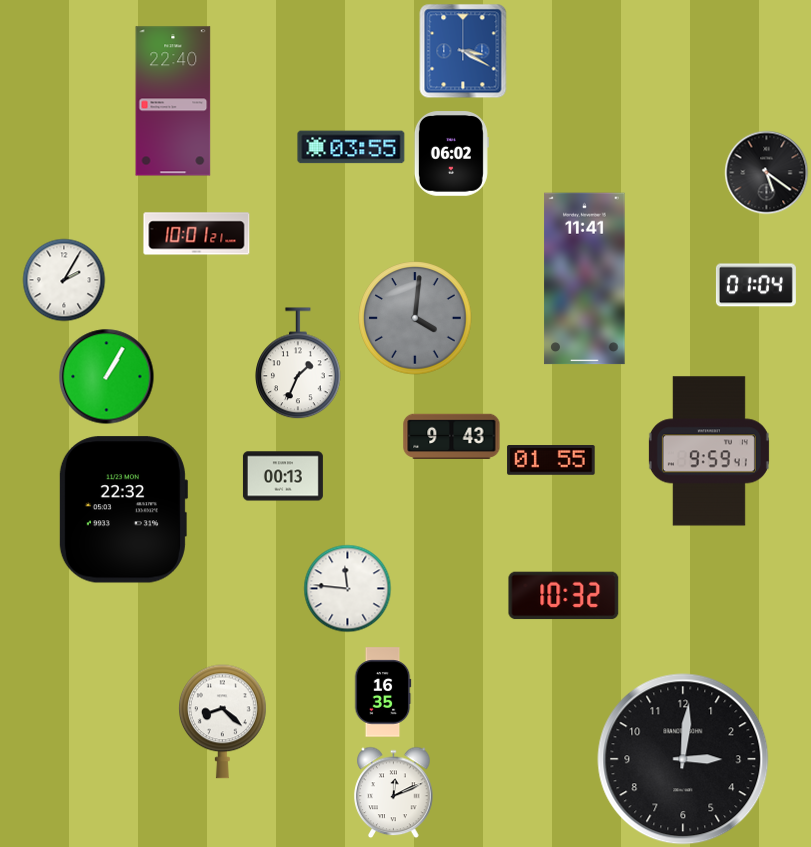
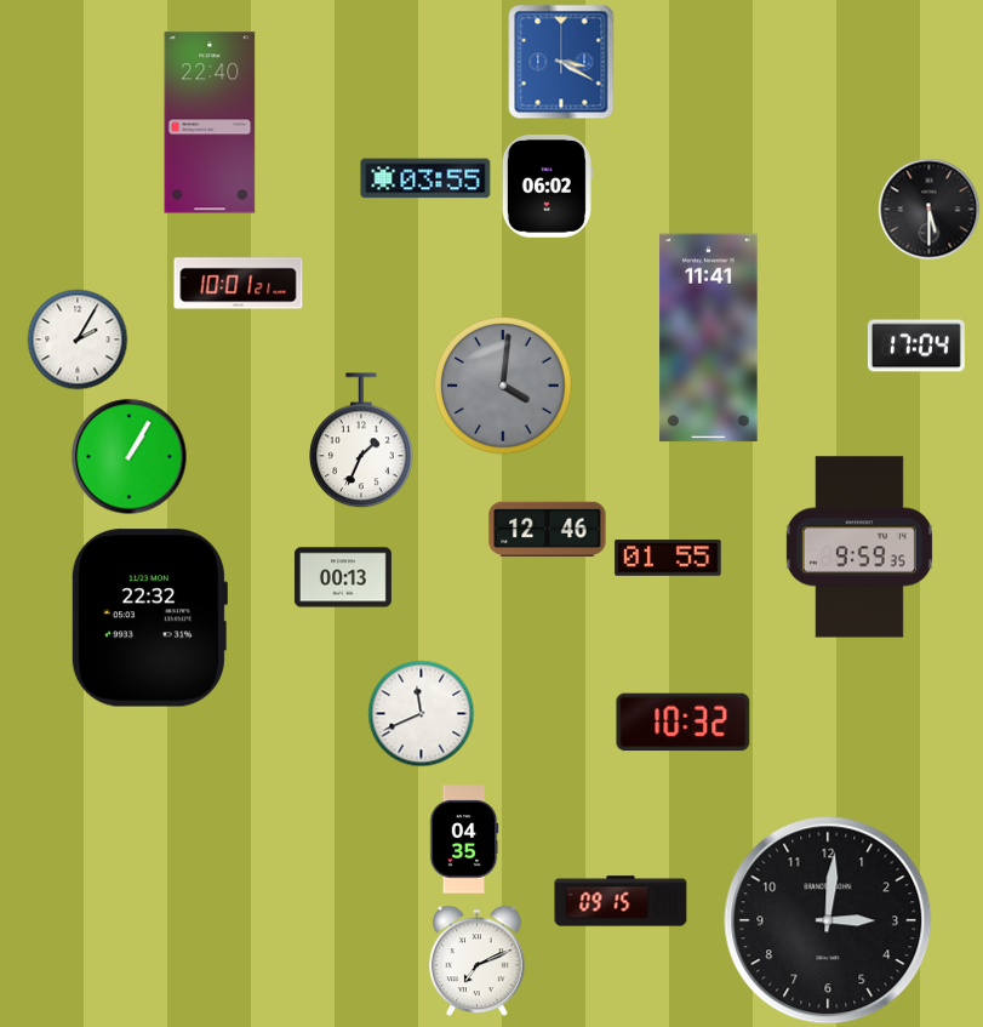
clock at (766, 172): 5:21 -> 5:30
clock at (756, 285): 01:04 -> 17:04
clock at (452, 437): 9:43 -> 12:46
clock at (709, 451): 9:59:41 -> 9:59:35
clock at (347, 588): 11:46 -> 11:41
clock at (383, 692): 16:35 -> 04:35
clock at (223, 722): 8:22 -> none
clock at (621, 901): none -> 09:15
clock at (394, 792): 12:11 -> 7:11
